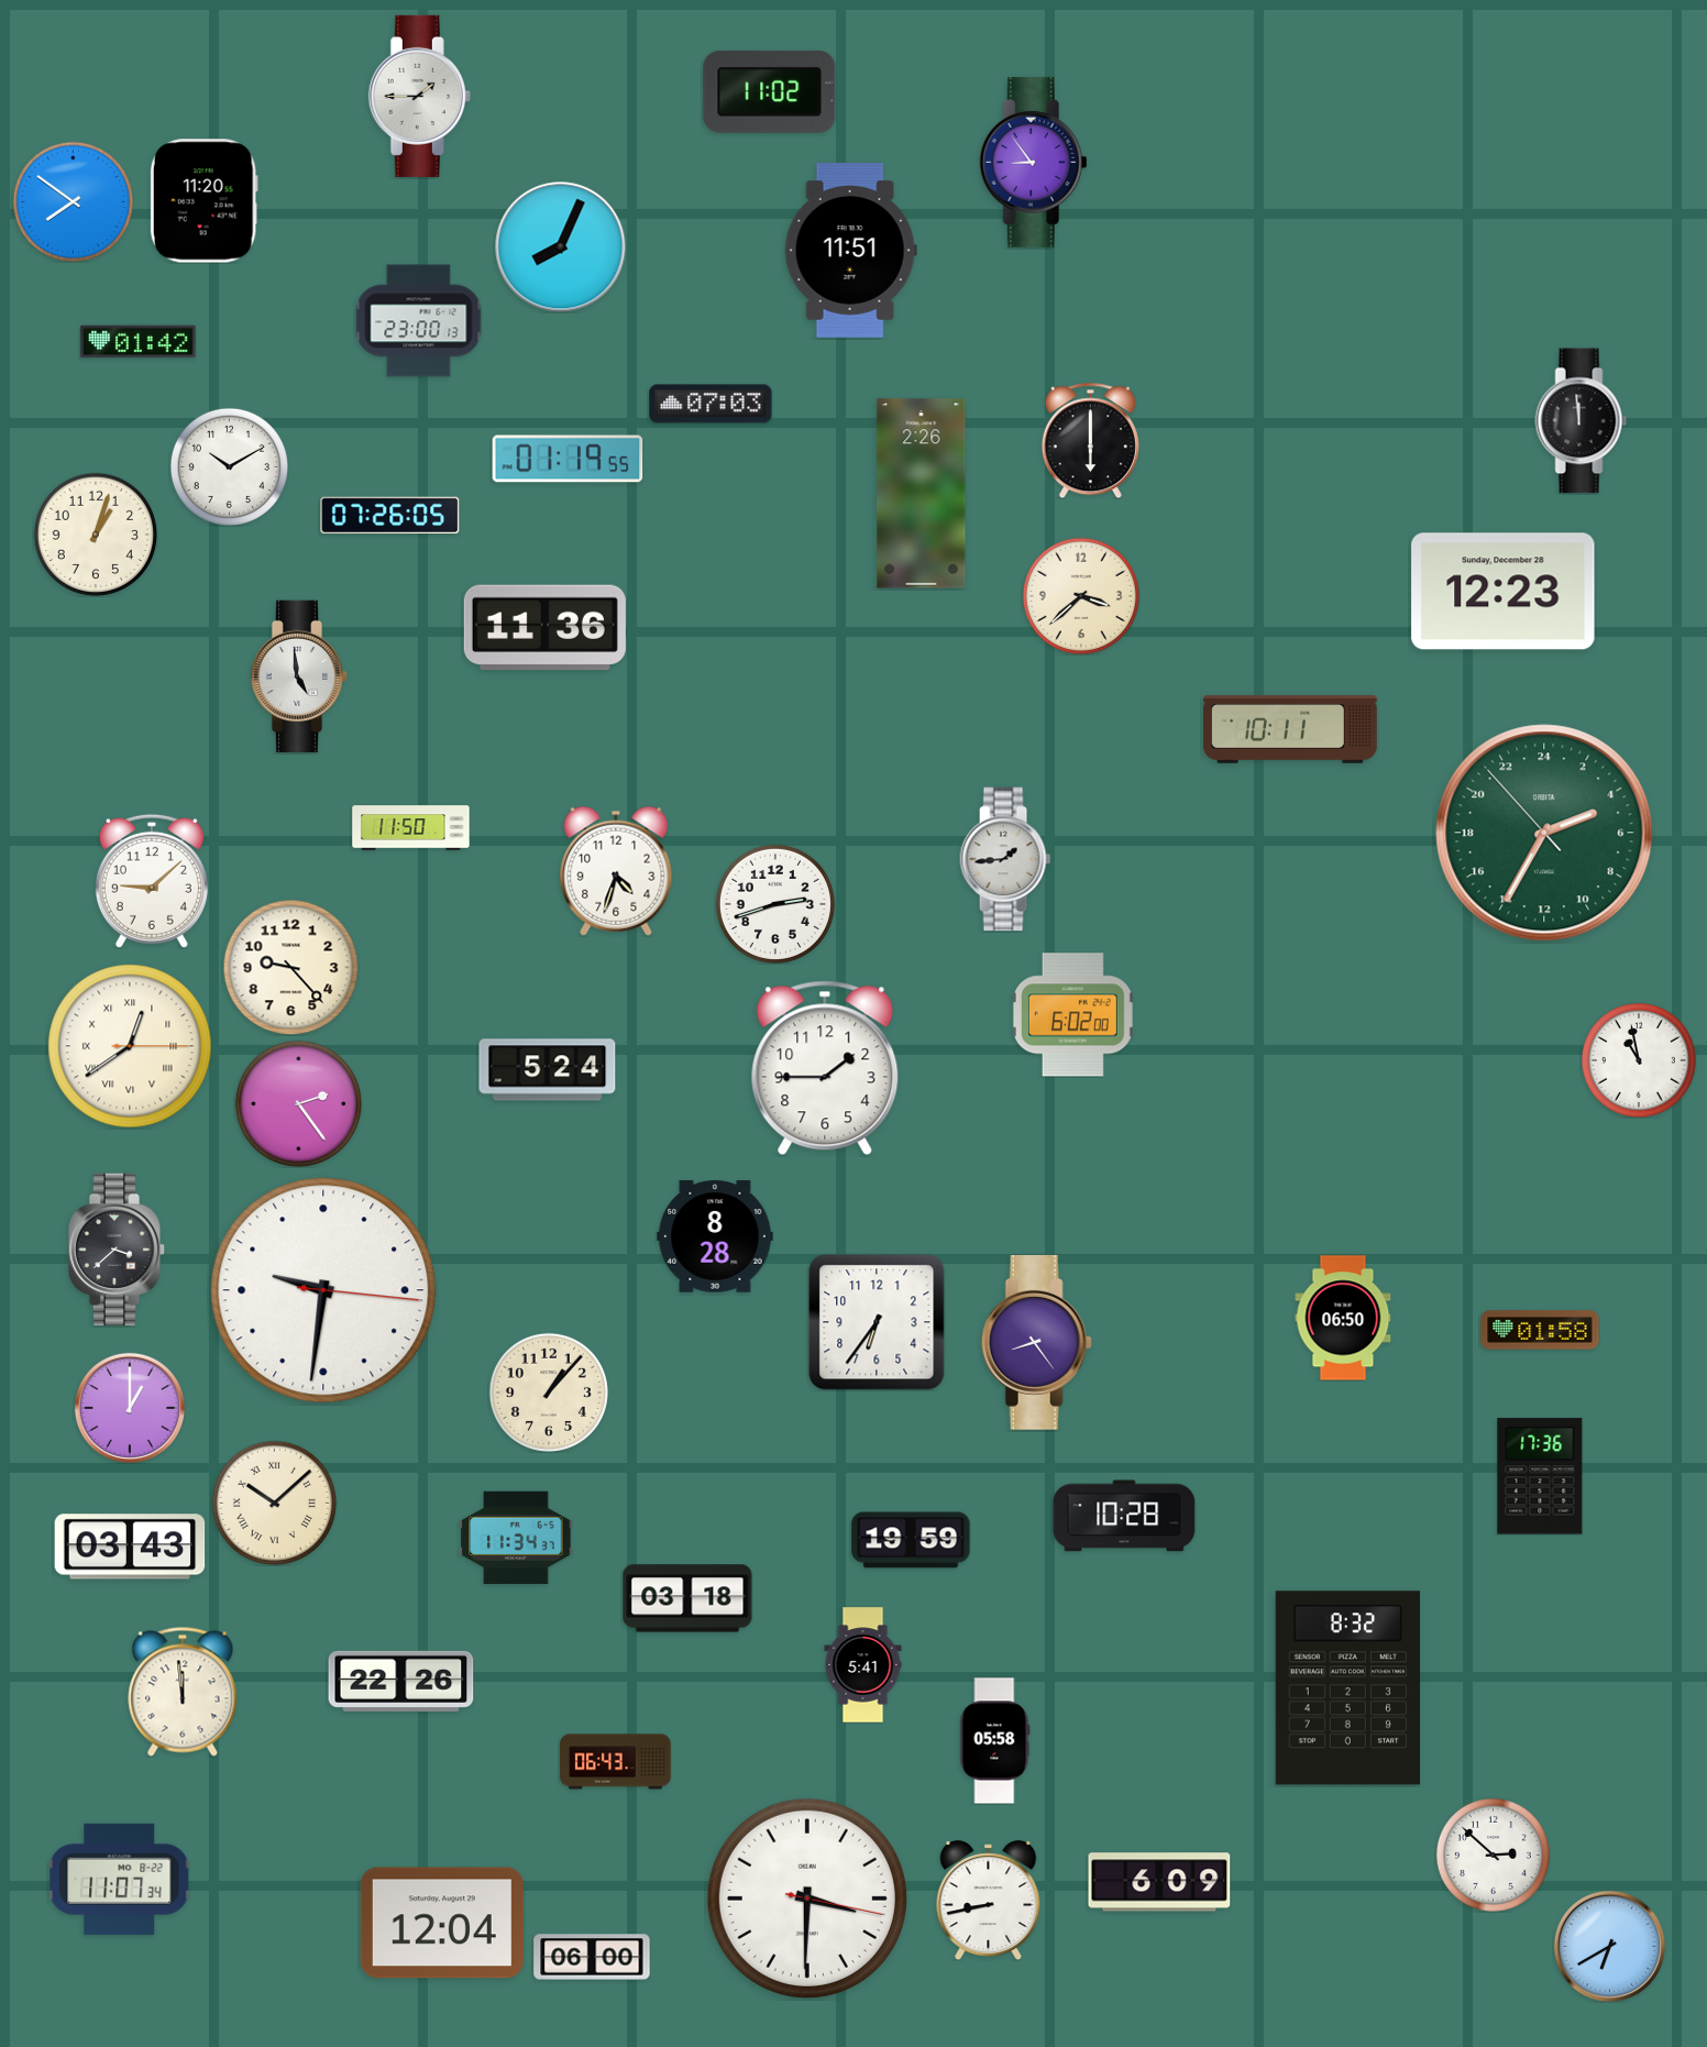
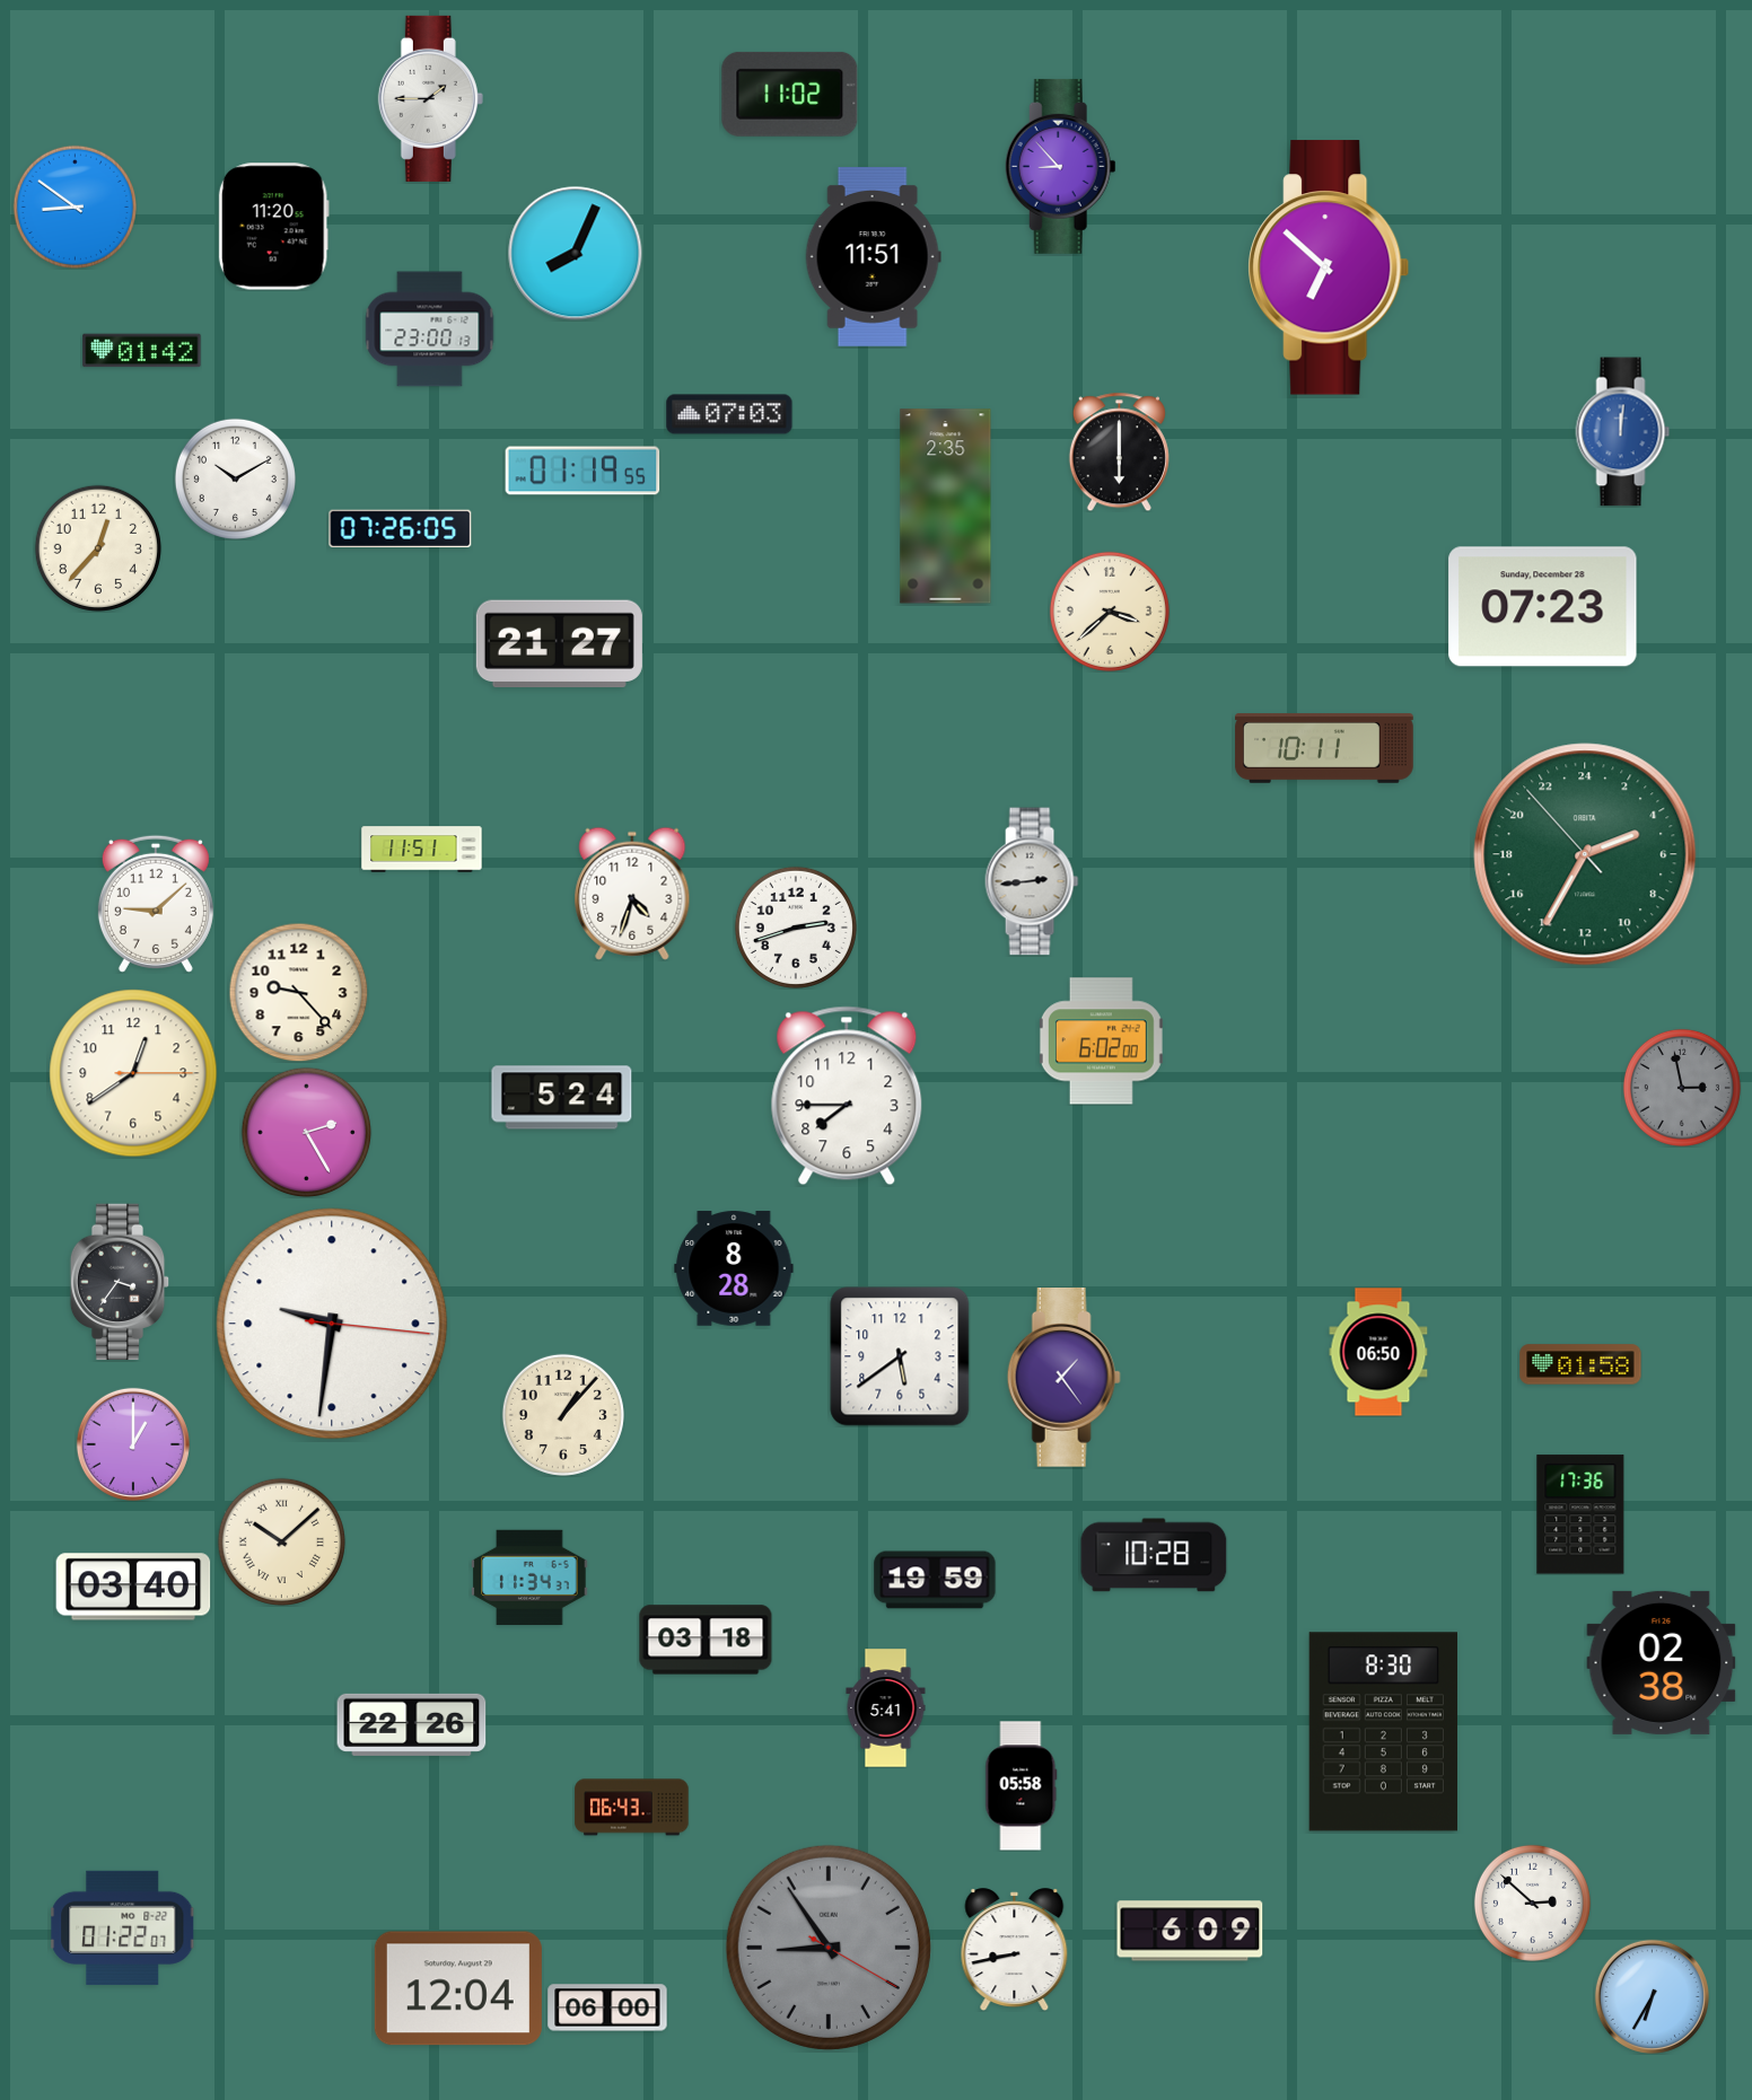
clock at (1033, 162): 8:54 -> 8:53
clock at (73, 201): 7:51 -> 8:51
clock at (203, 201) position: (203, 201) -> (273, 227)
clock at (1329, 267): none -> 6:52
clock at (1582, 421): 11:59 -> 12:01
clock at (1582, 421) dial: black -> blue
clock at (922, 494): 2:26 -> 2:35
clock at (95, 533): 1:03 -> 12:37
clock at (1504, 592): 12:23 -> 07:23
clock at (544, 628): 11:36 -> 21:27
clock at (299, 676): 4:59 -> none
clock at (411, 828): 11:50 -> 11:51
clock at (1005, 859): 1:44 -> 2:44
clock at (130, 1046) numerals: Roman -> Arabic
clock at (1639, 1060): 10:58 -> 2:58
clock at (1639, 1060) dial: white -> grey
clock at (825, 1068): 1:45 -> 7:45
clock at (298, 1103): 2:24 -> 2:25
clock at (117, 1250): 3:38 -> 3:36
clock at (877, 1322): 6:36 -> 5:39
clock at (1036, 1343): 8:24 -> 1:24
clock at (549, 1393) position: (549, 1393) -> (563, 1415)
clock at (130, 1547): 03:43 -> 03:40
clock at (1662, 1662): none -> 02:38
clock at (1347, 1688): 8:32 -> 8:30
clock at (183, 1692): 11:59 -> none
clock at (120, 1879): 11:07 -> 01:22
clock at (807, 1899): 3:30 -> 8:54
clock at (807, 1899) dial: white -> grey
clock at (442, 1923) position: (442, 1923) -> (458, 1988)
clock at (1609, 1946): 6:40 -> 6:35
